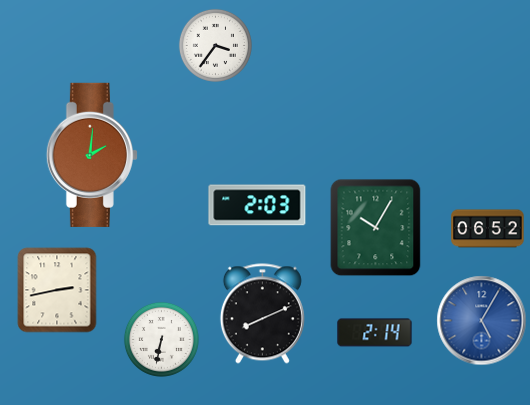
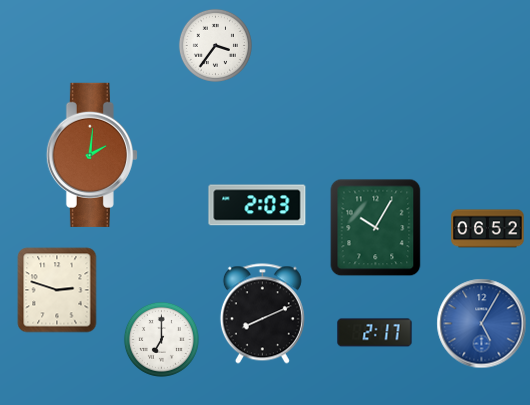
clock at (57, 290): 2:43 -> 2:48
clock at (482, 321) position: (482, 321) -> (482, 324)
clock at (375, 333): 2:14 -> 2:17
clock at (161, 339): 6:32 -> 7:00
